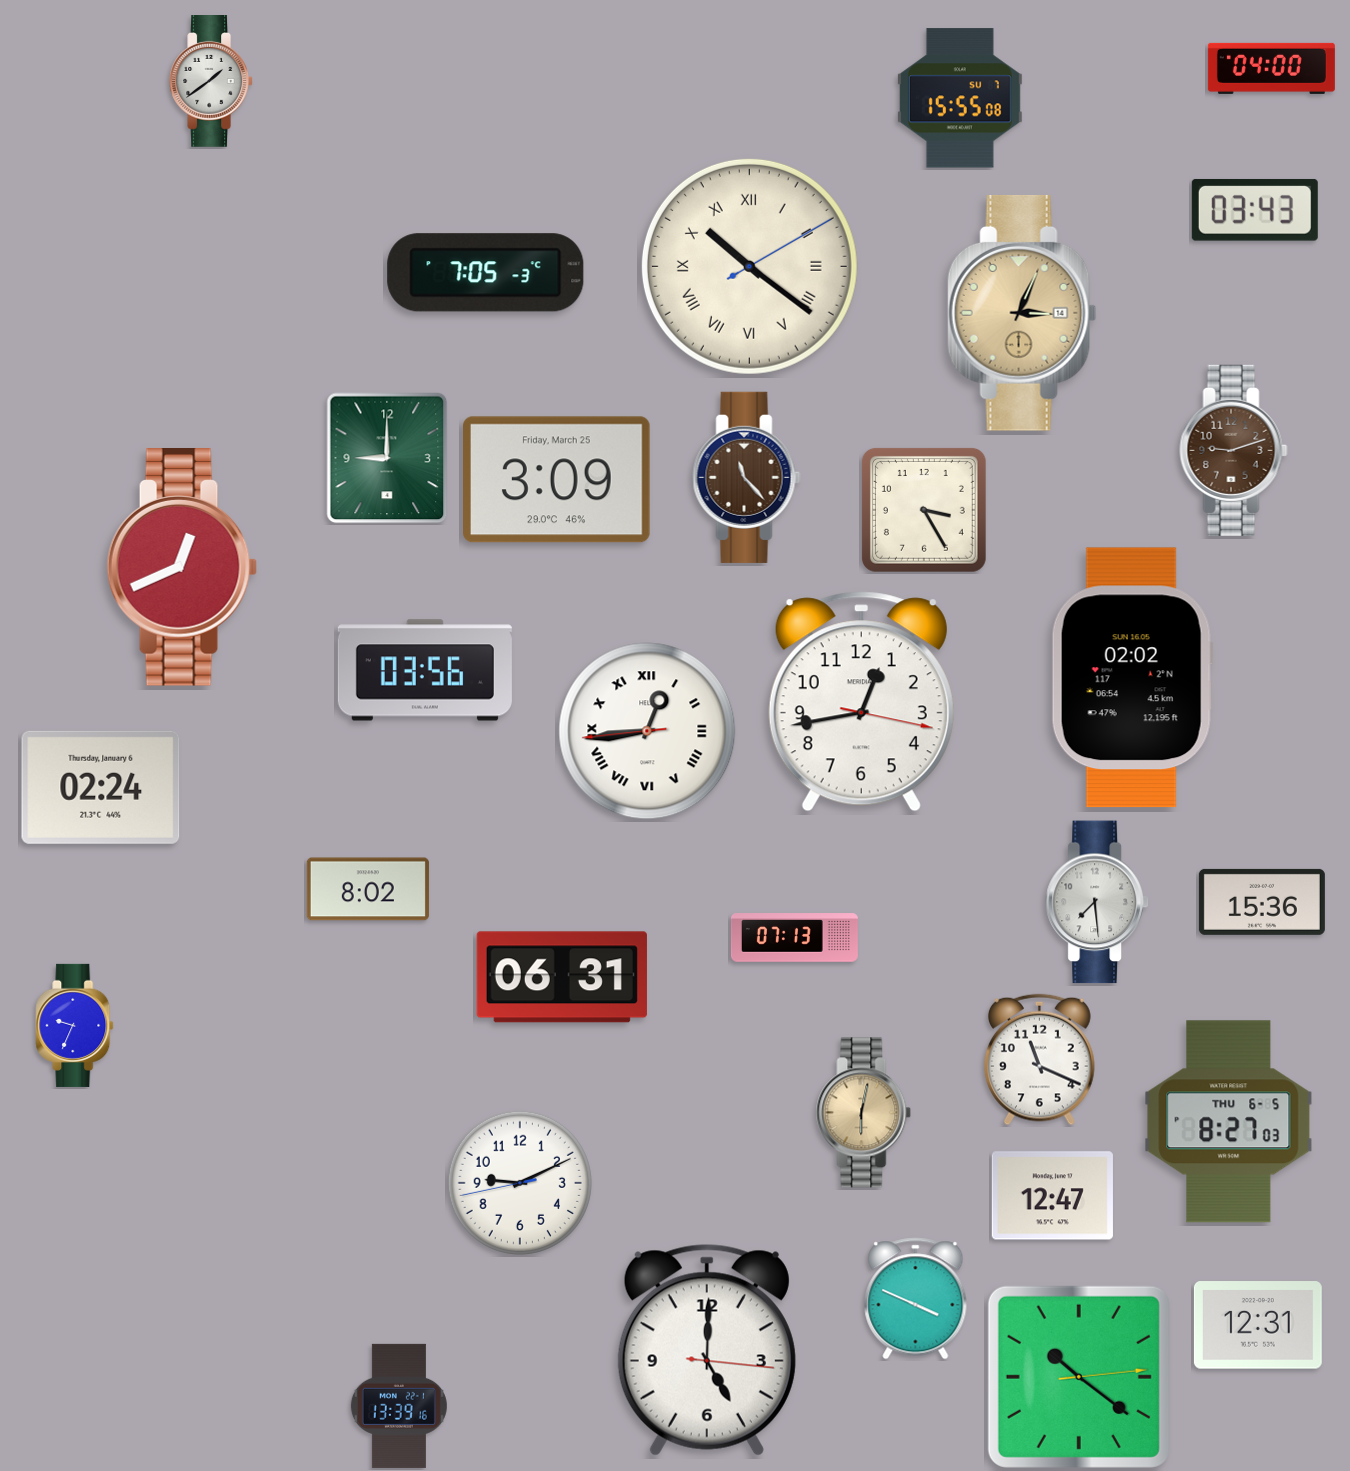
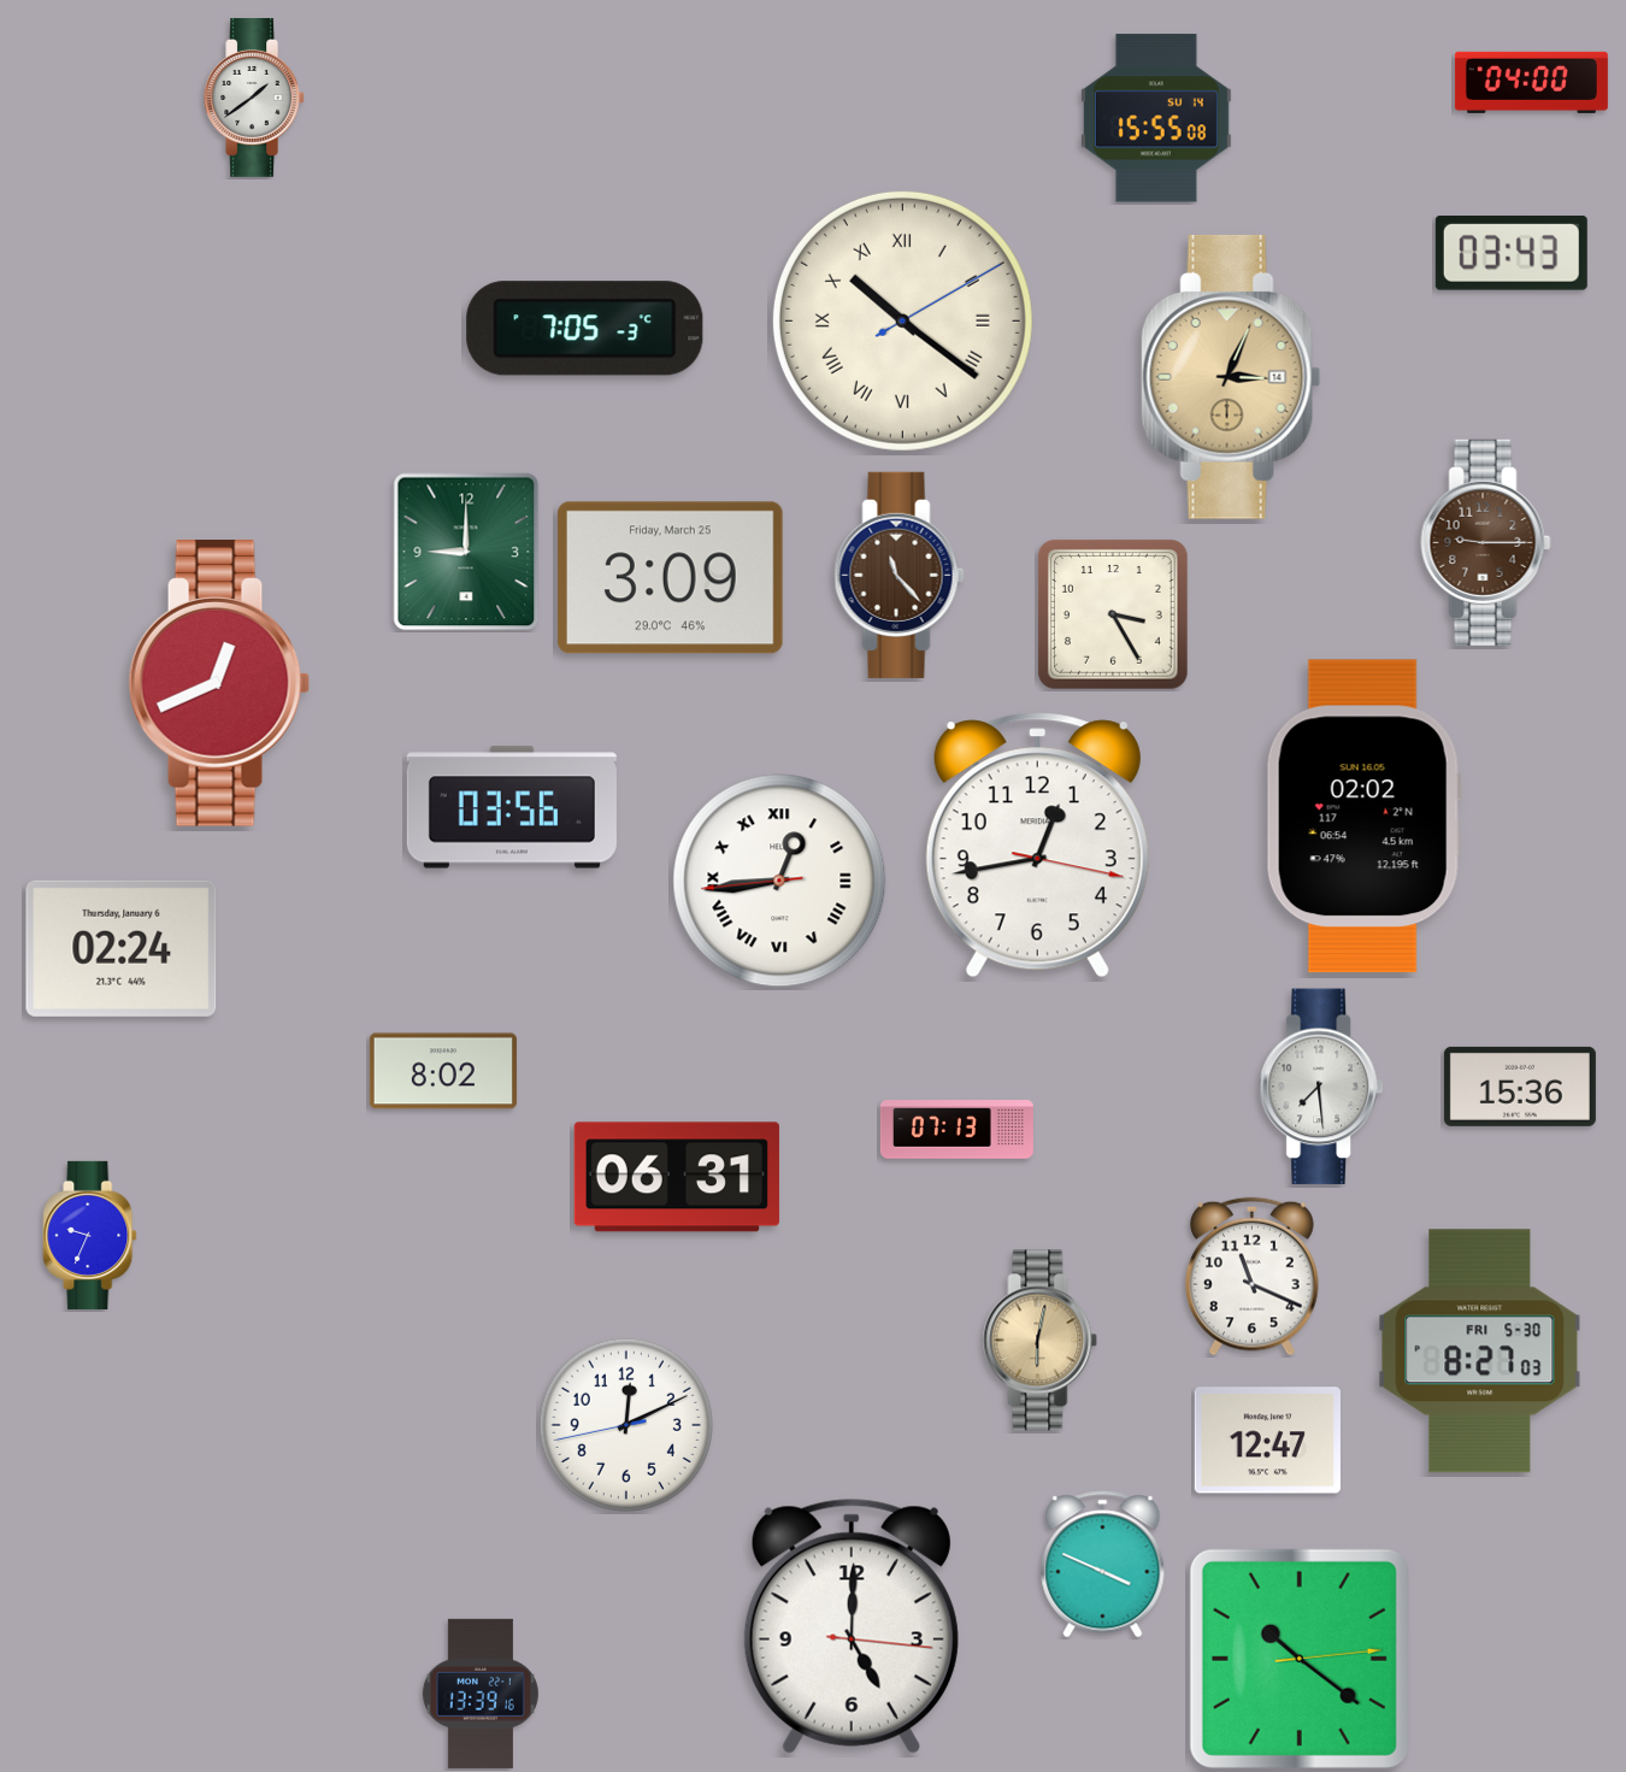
clock at (960, 98) date: SU 7 -> SU 14
clock at (1234, 450): 9:12 -> 9:15
clock at (1229, 1122) date: THU 6-5 -> FRI 5-30
clock at (520, 1183): 9:10 -> 12:10
clock at (1258, 1325): 12:31 -> none
